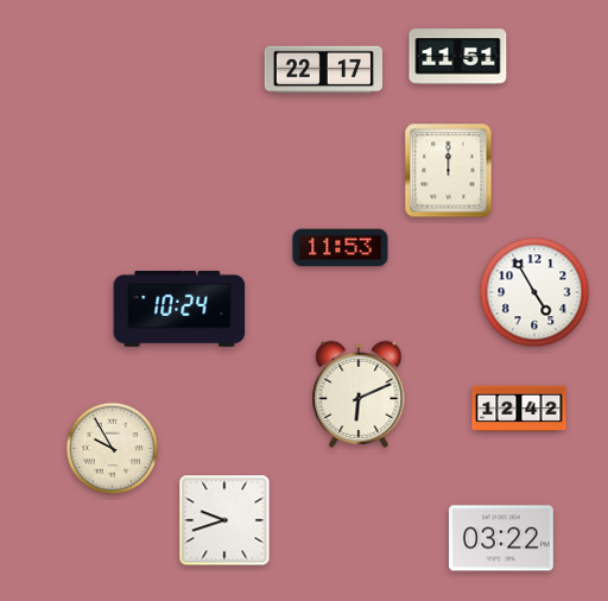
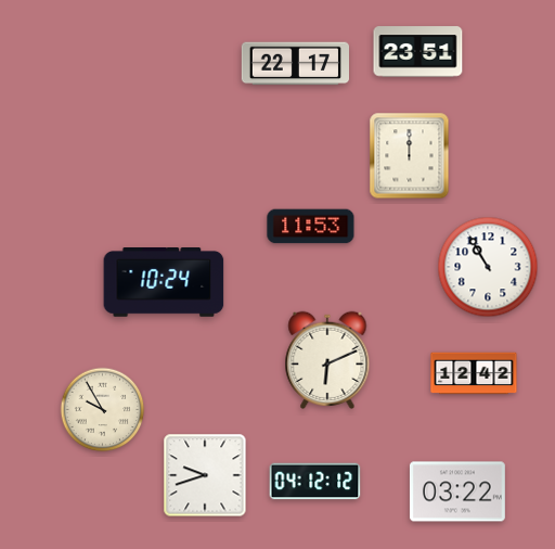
clock at (458, 57): 11:51 -> 23:51
clock at (534, 292): 4:55 -> 10:55
clock at (315, 482): none -> 04:12
